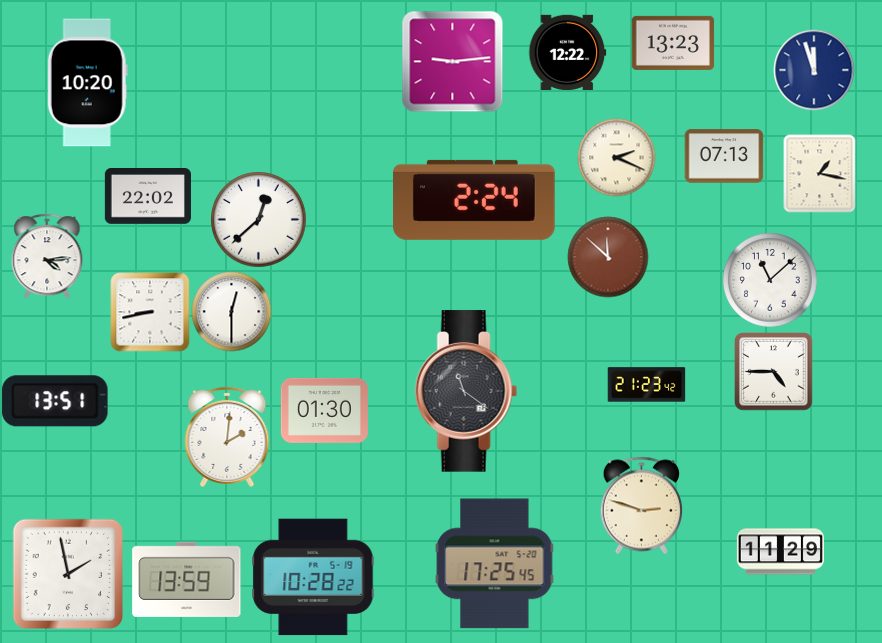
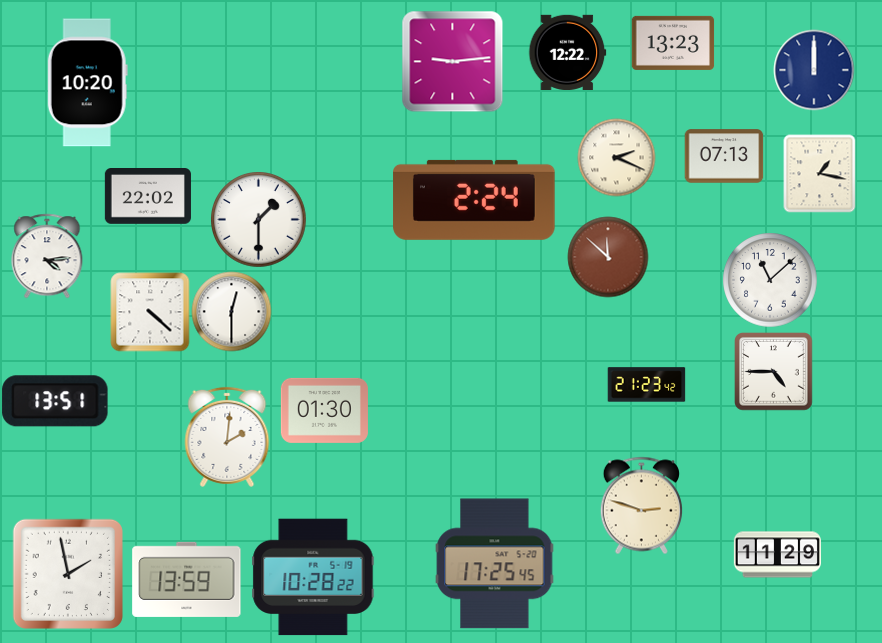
clock at (814, 70): 11:57 -> 12:00
clock at (258, 219): 12:38 -> 1:30
clock at (150, 312): 8:43 -> 4:22
clock at (466, 391): 11:21 -> none
clock at (780, 552) position: (780, 552) -> (777, 555)
